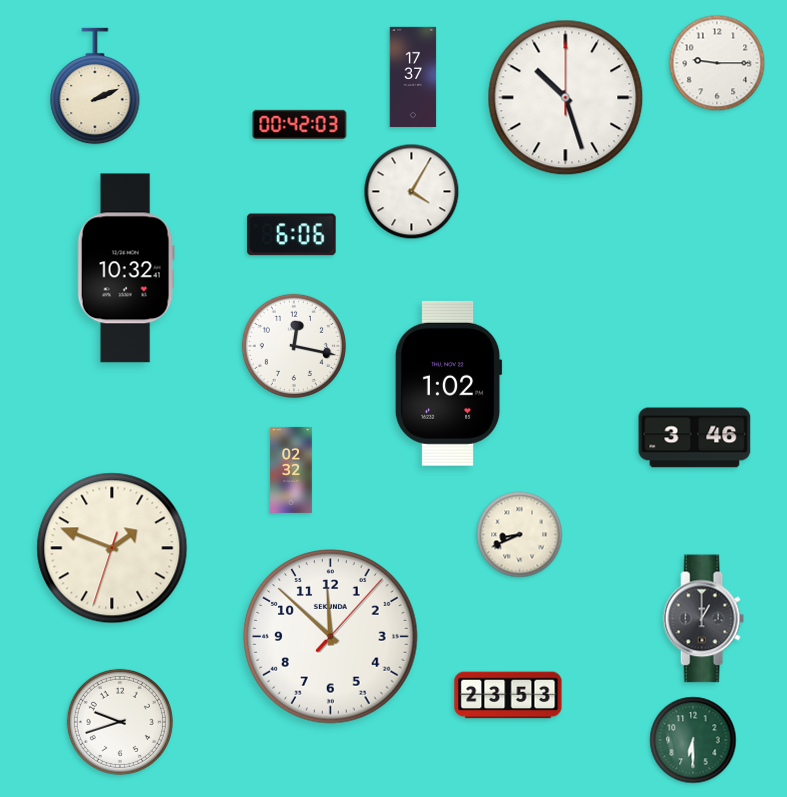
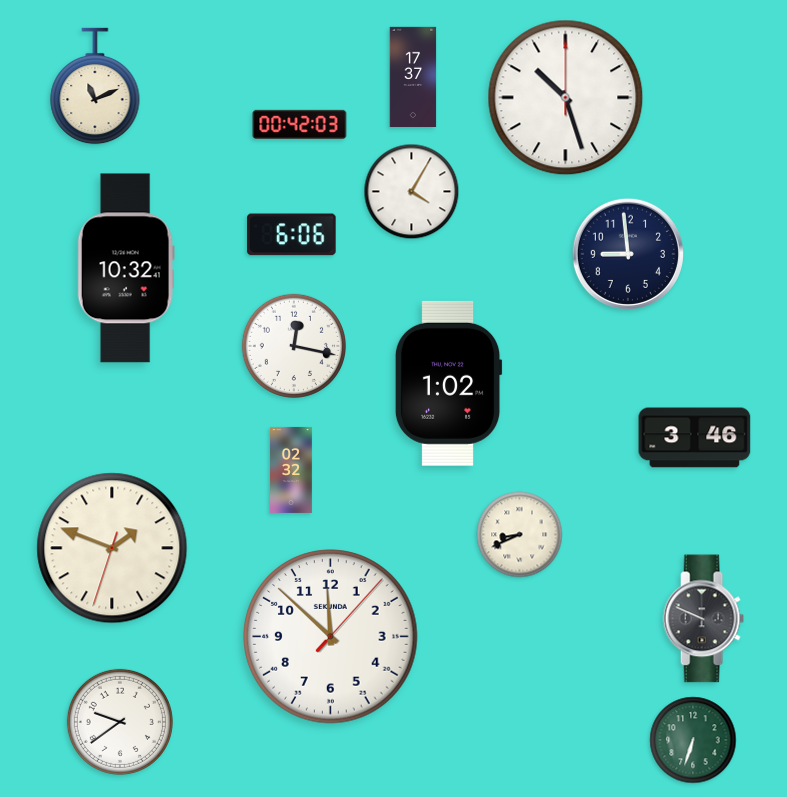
clock at (717, 63): 9:15 -> none
clock at (95, 86): 2:11 -> 11:11
clock at (628, 254): none -> 8:59
clock at (703, 619): 1:00 -> 9:49
clock at (508, 695): 23:53 -> none
clock at (120, 722): 9:42 -> 9:39
clock at (693, 740): 6:30 -> 6:33
